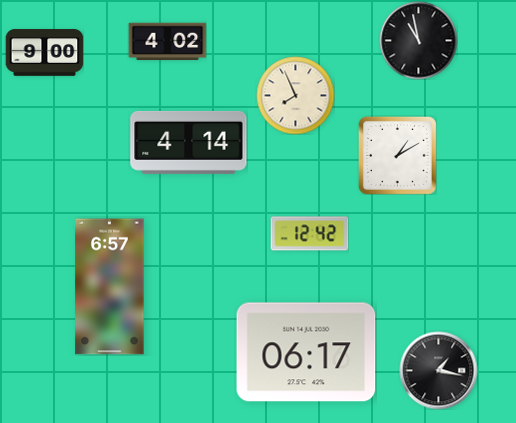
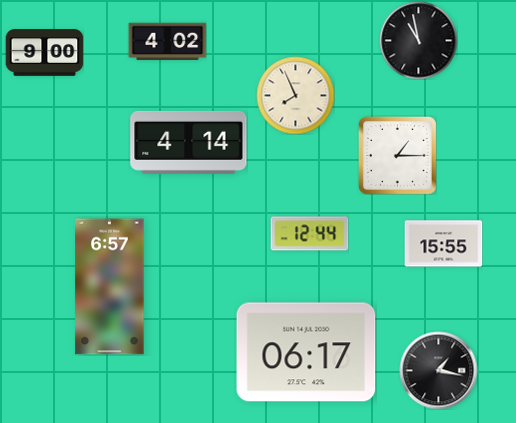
clock at (397, 155): 1:10 -> 1:15
clock at (309, 234): 12:42 -> 12:44
clock at (443, 244): none -> 15:55
